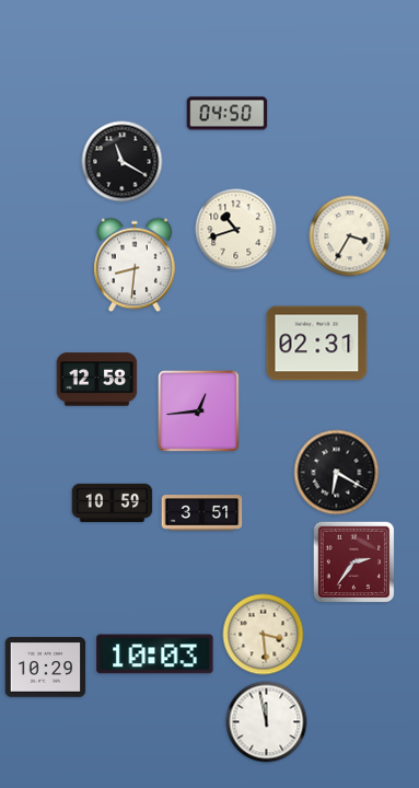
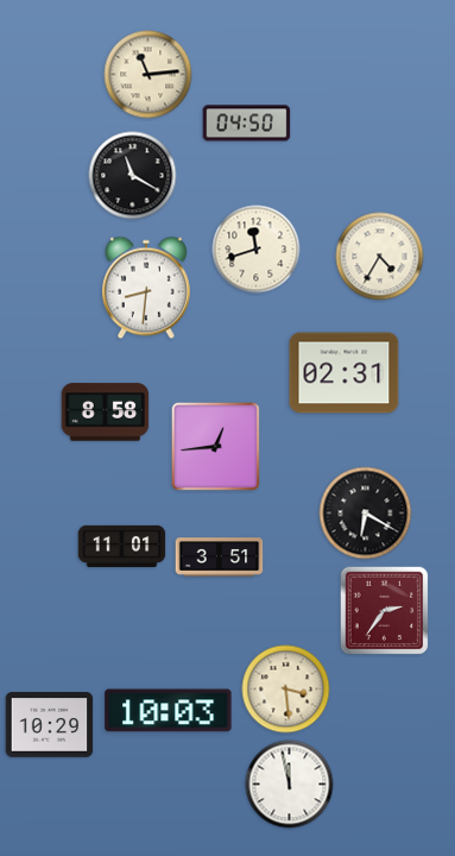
clock at (148, 75): none -> 11:14
clock at (236, 230): 10:42 -> 11:42
clock at (350, 236): 3:35 -> 4:35
clock at (97, 380): 12:58 -> 8:58
clock at (113, 502): 10:59 -> 11:01
